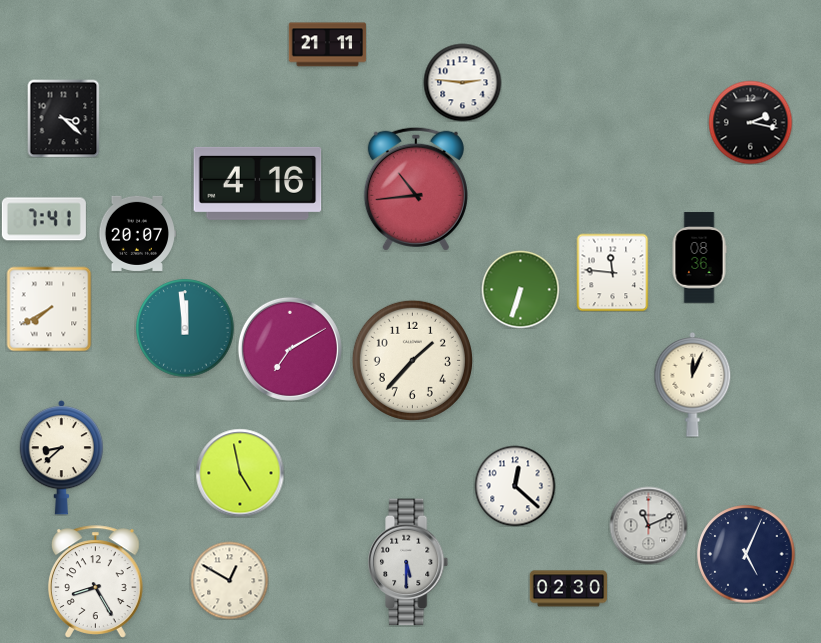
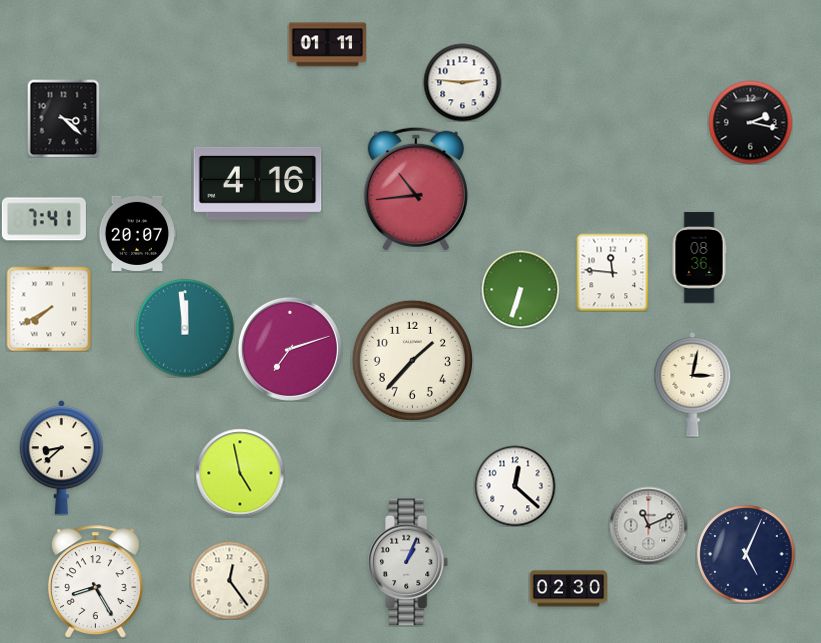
clock at (327, 45): 21:11 -> 01:11
clock at (290, 349): 7:10 -> 7:12
clock at (693, 385): 12:04 -> 3:02
clock at (409, 562): 5:30 -> 1:04
clock at (229, 580): 12:50 -> 12:24
